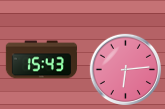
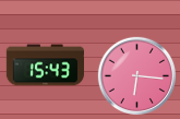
clock at (125, 69): 6:14 -> 6:16
